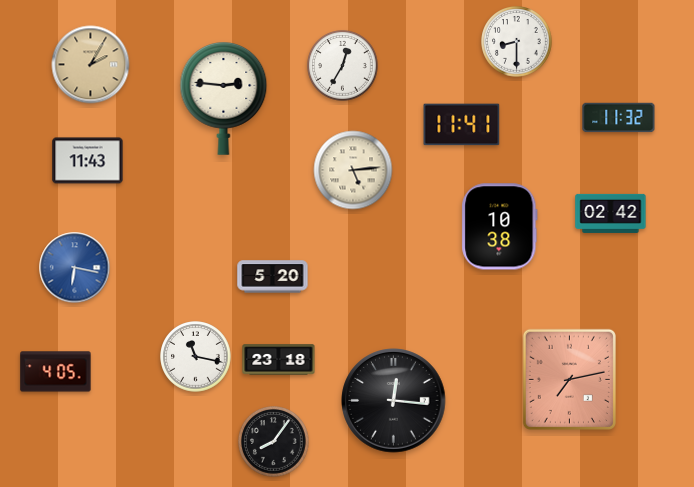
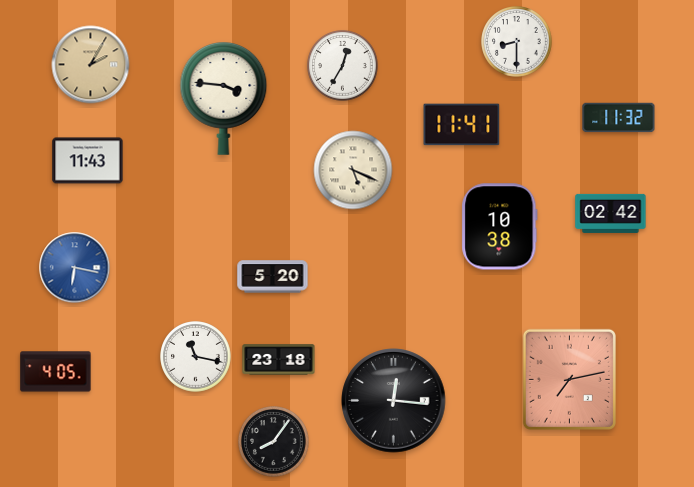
clock at (224, 99): 2:46 -> 3:46
clock at (353, 170): 5:14 -> 5:19
